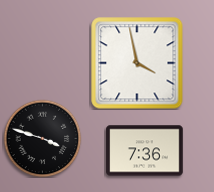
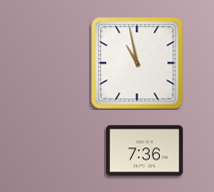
clock at (137, 63): 3:58 -> 10:58
clock at (42, 138): 3:48 -> none
